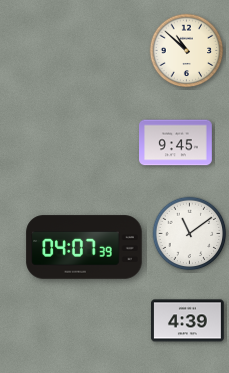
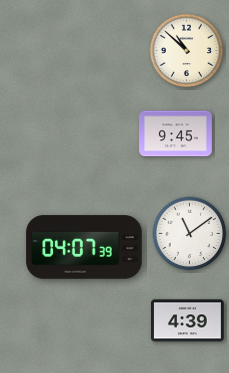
clock at (176, 143) position: (176, 143) -> (176, 134)
